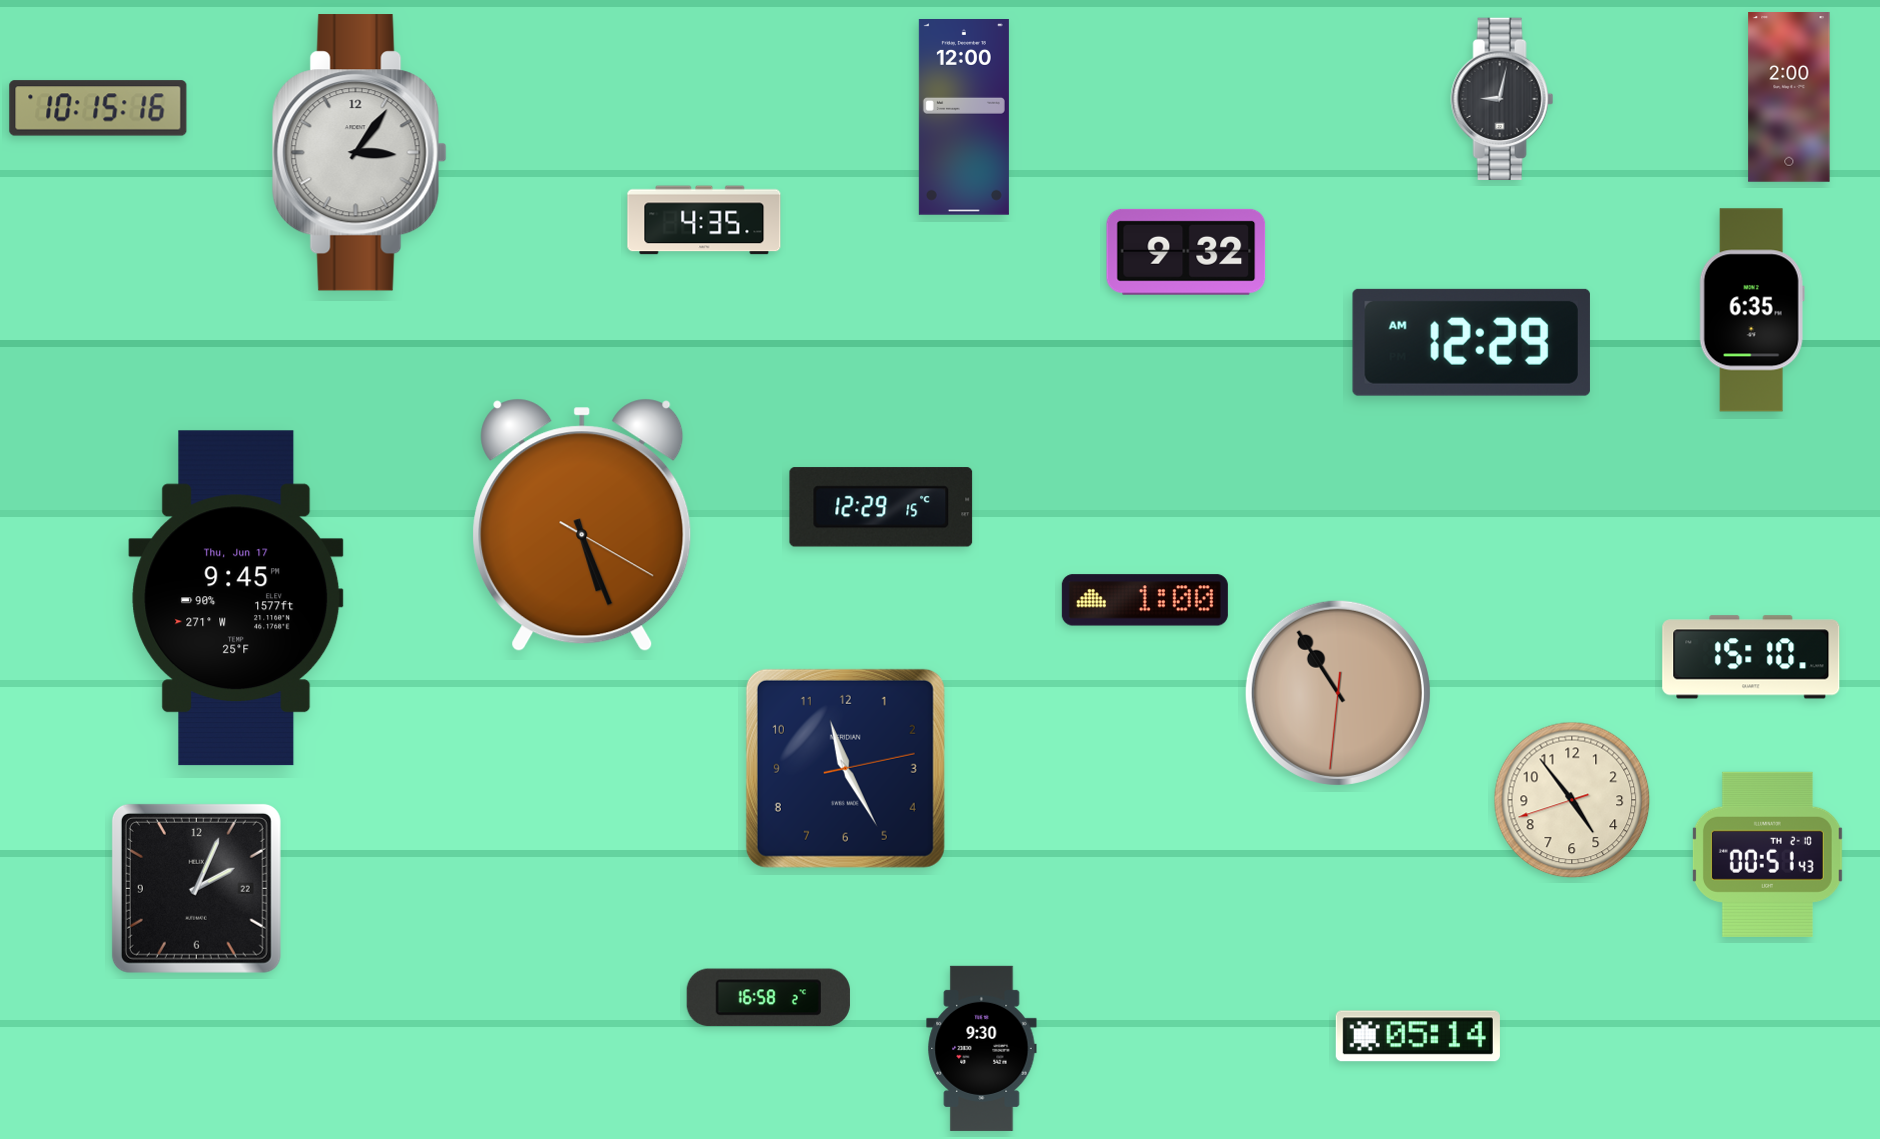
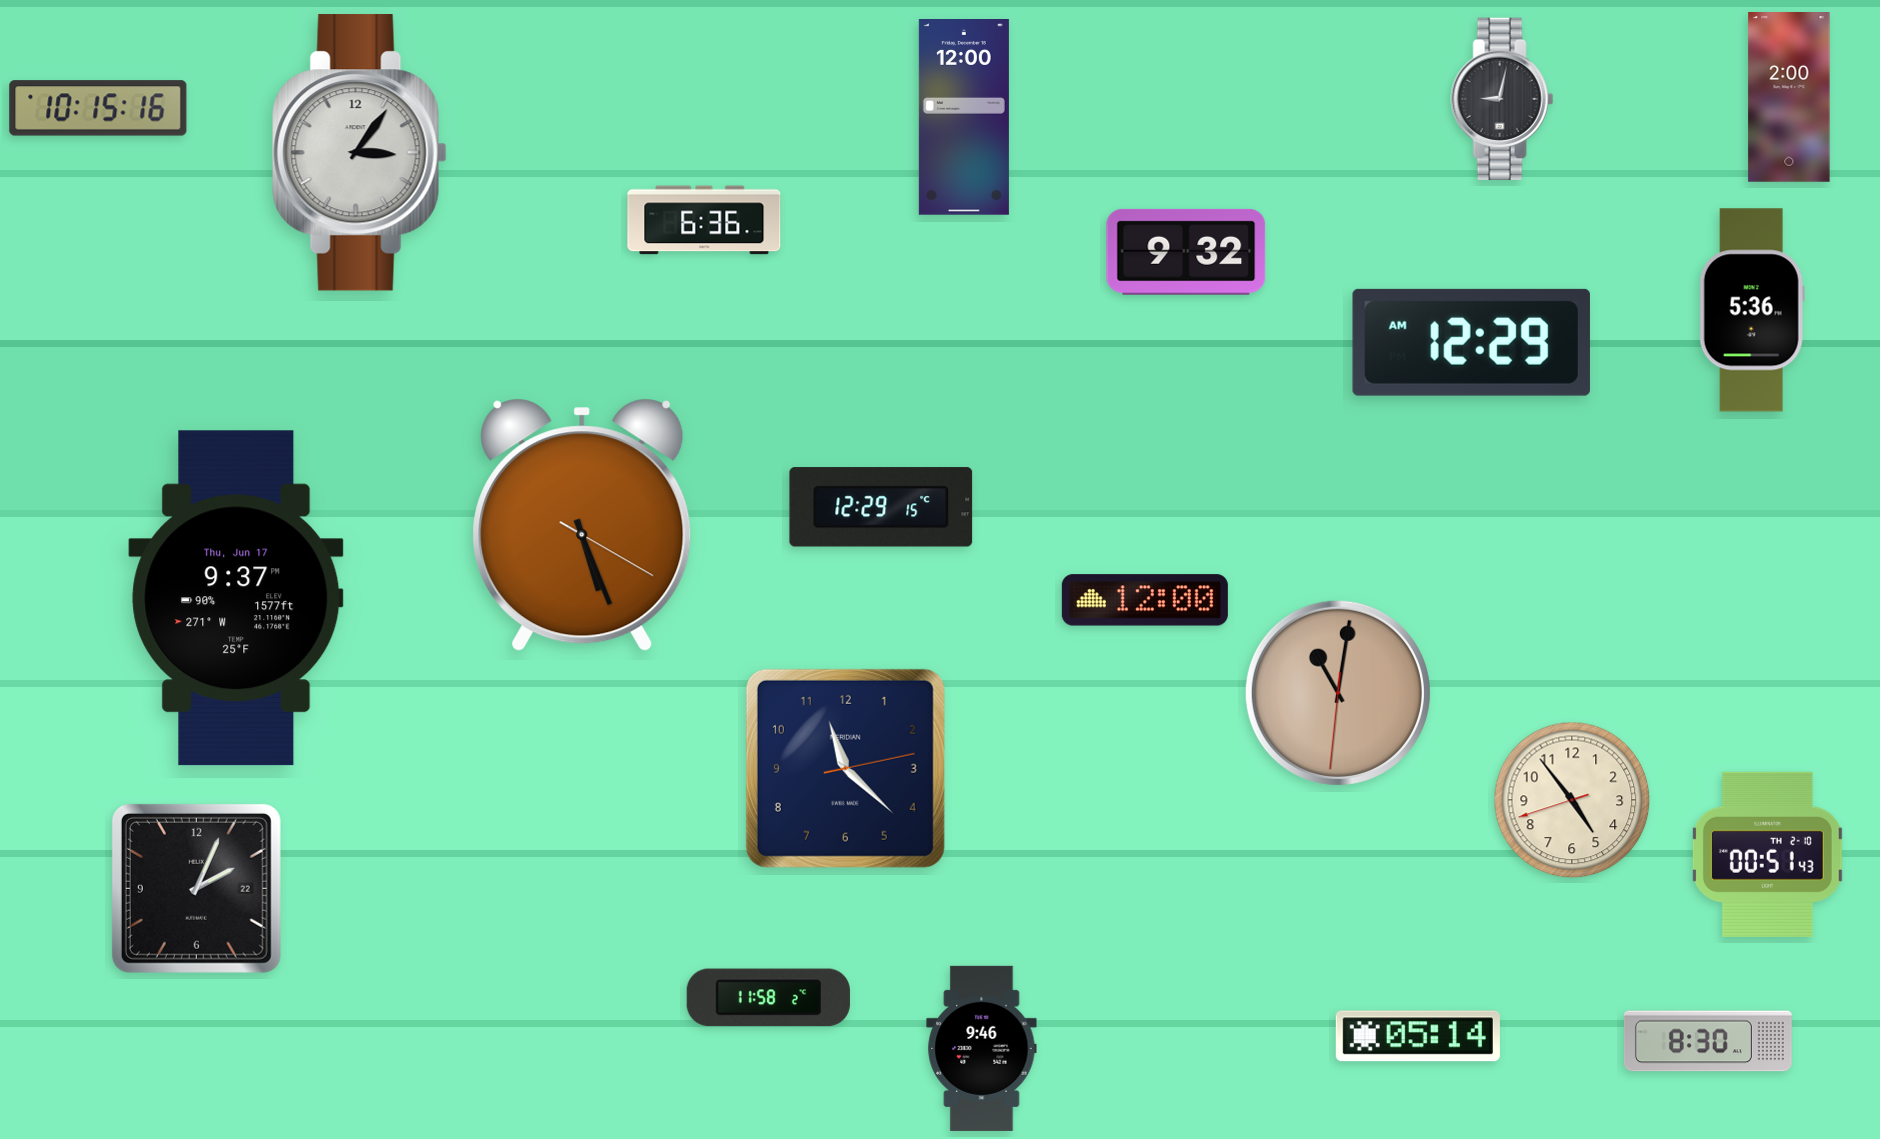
clock at (704, 220): 4:35 -> 6:36
clock at (1752, 310): 6:35 -> 5:36
clock at (236, 598): 9:45 -> 9:37
clock at (1145, 600): 1:00 -> 12:00
clock at (1751, 657): 15:10 -> none
clock at (1338, 693): 10:54 -> 11:01
clock at (845, 768): 11:25 -> 11:22
clock at (768, 998): 16:58 -> 11:58
clock at (1708, 1041): none -> 8:30
clock at (982, 1048): 9:30 -> 9:46
